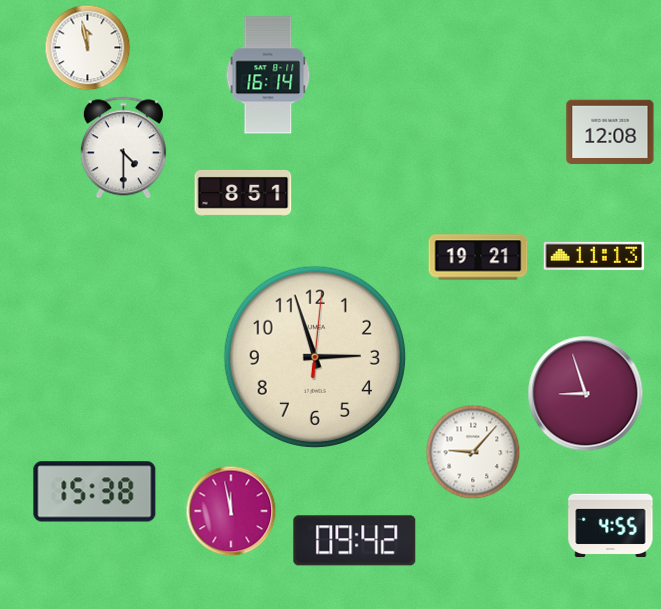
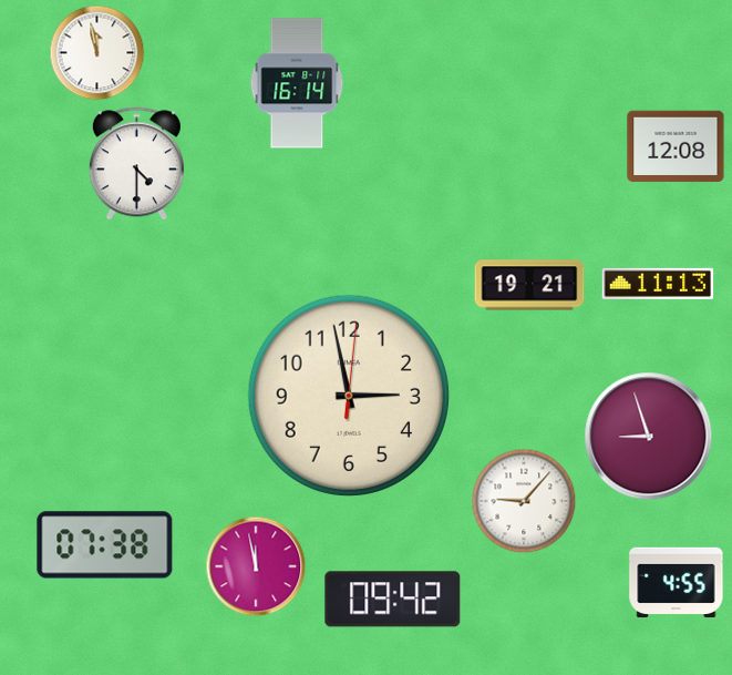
clock at (243, 193): 8:51 -> none
clock at (315, 357): 2:57 -> 2:58
clock at (95, 492): 15:38 -> 07:38
